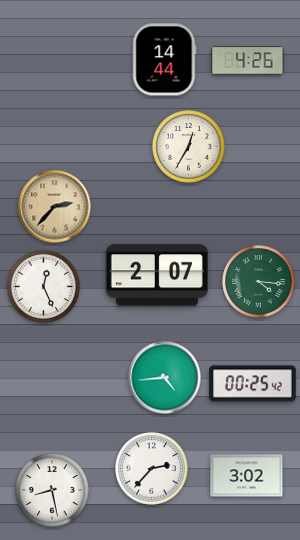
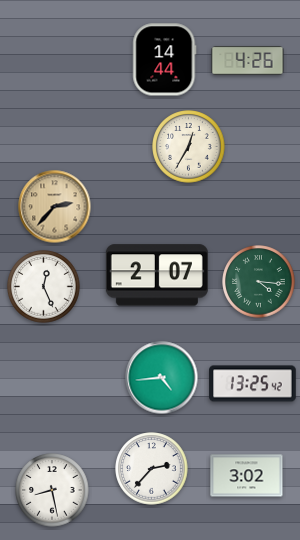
clock at (165, 378) position: (165, 378) -> (162, 378)
clock at (253, 384): 00:25 -> 13:25
